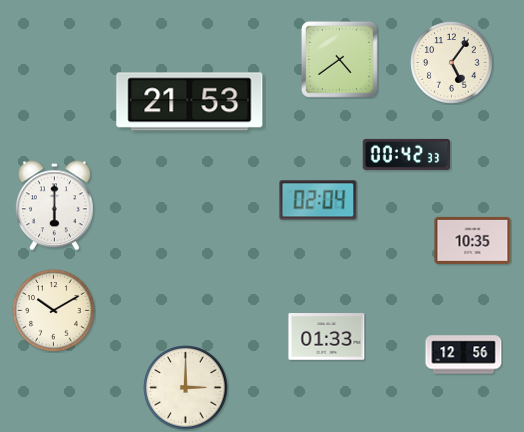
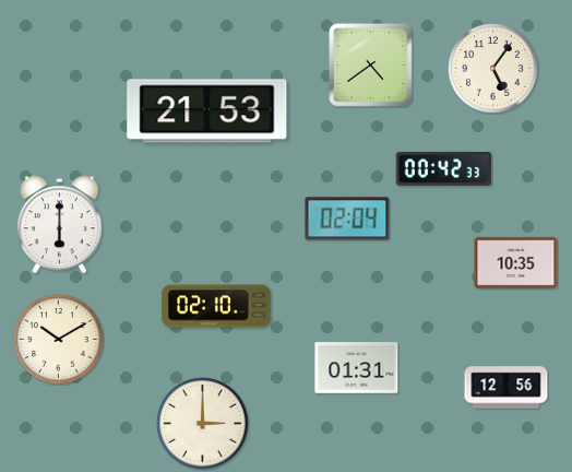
clock at (216, 306): none -> 02:10
clock at (327, 337): 01:33 -> 01:31
